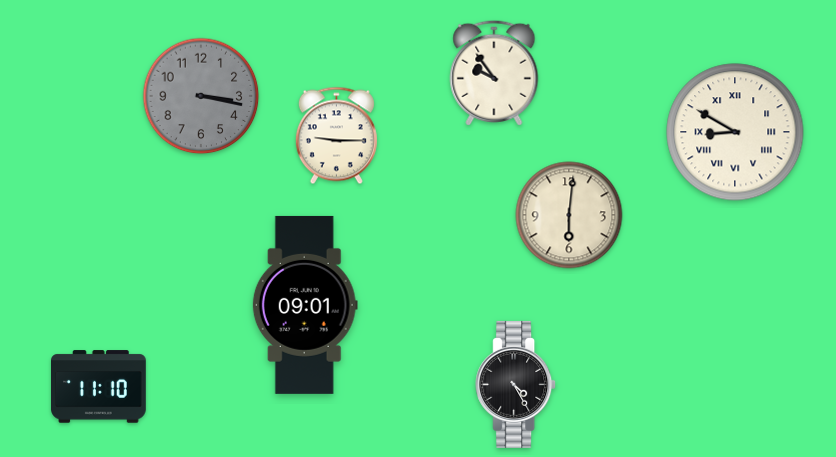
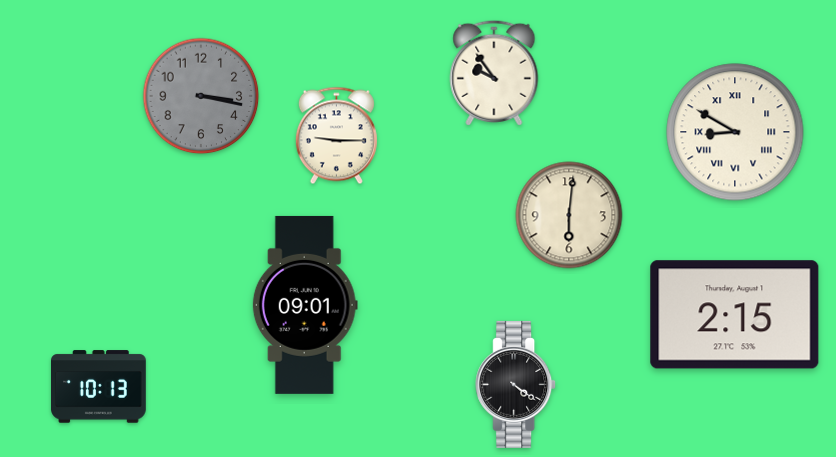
clock at (735, 315): none -> 2:15
clock at (516, 384): 4:25 -> 4:21
clock at (99, 387): 11:10 -> 10:13
